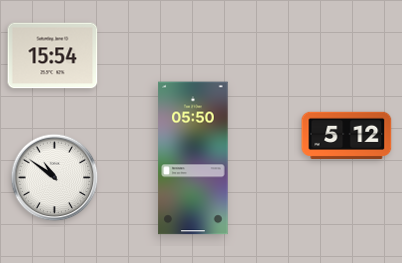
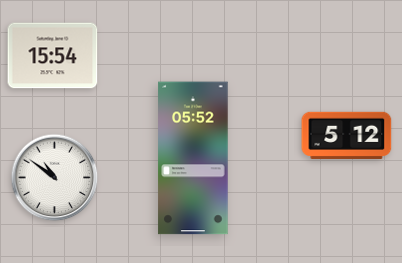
clock at (193, 158): 05:50 -> 05:52
